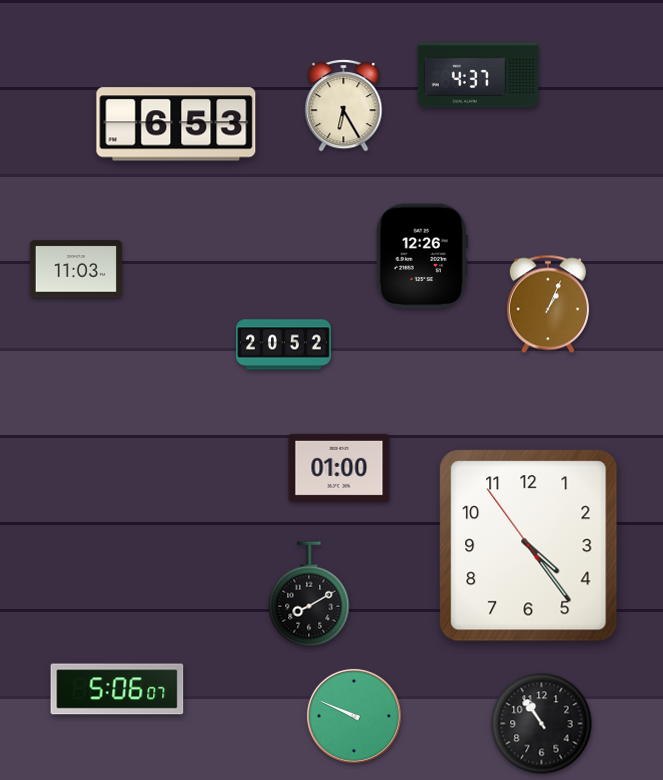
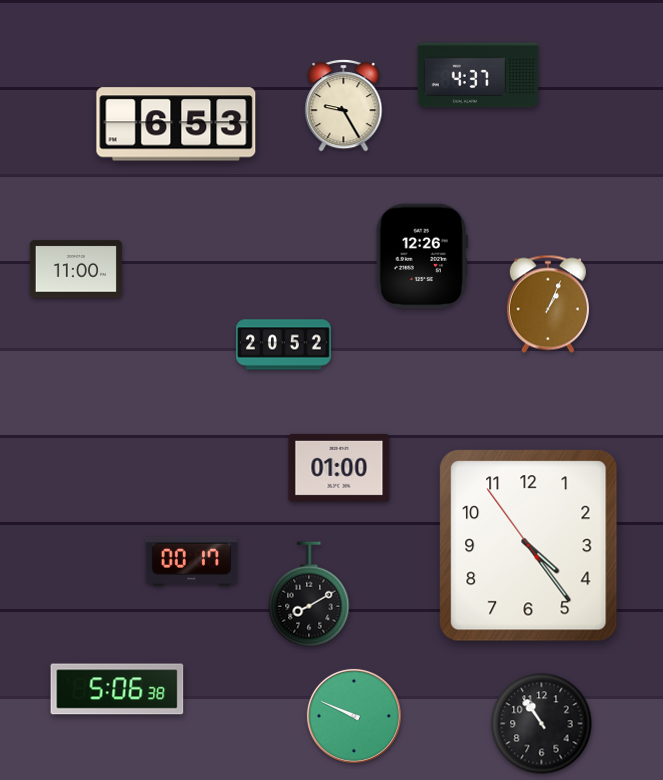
clock at (344, 106): 6:25 -> 9:25
clock at (75, 269): 11:03 -> 11:00
clock at (192, 561): none -> 00:17
clock at (117, 689): 5:06:07 -> 5:06:38
